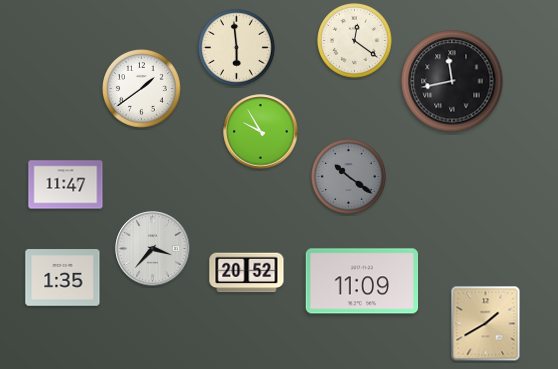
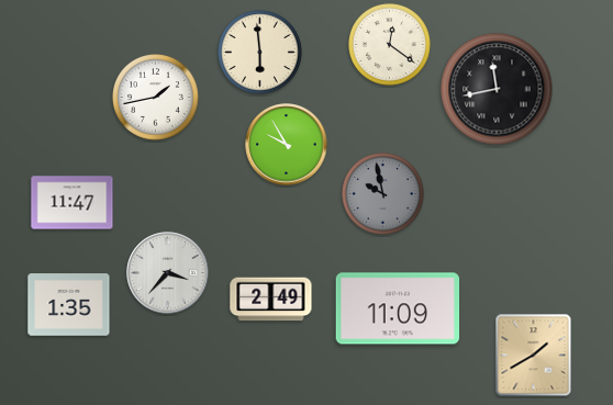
clock at (142, 89): 1:39 -> 1:43
clock at (349, 177): 10:21 -> 9:58
clock at (247, 273): 20:52 -> 2:49
